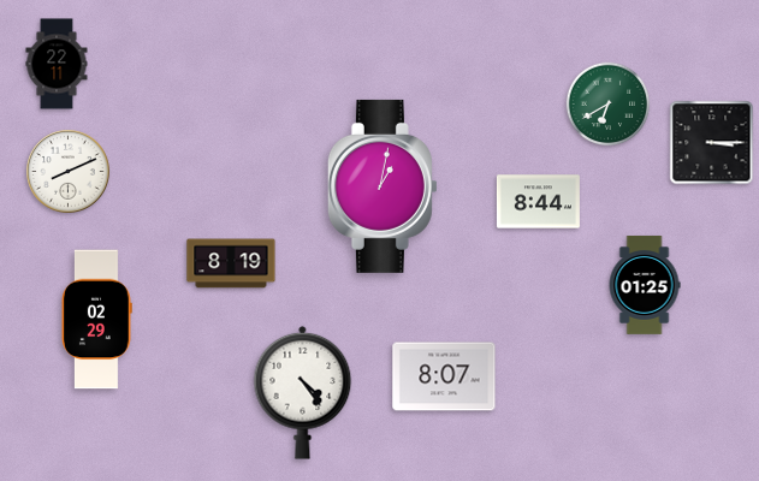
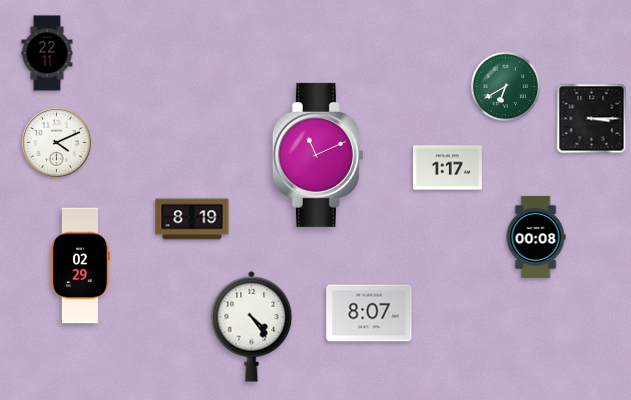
clock at (69, 172): 8:11 -> 4:11
clock at (383, 186): 1:02 -> 11:11
clock at (538, 202): 8:44 -> 1:17
clock at (645, 285): 01:25 -> 00:08
